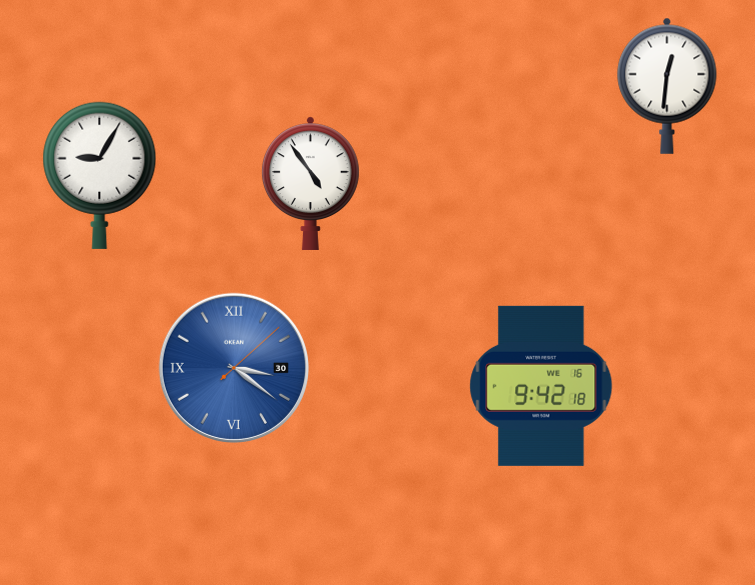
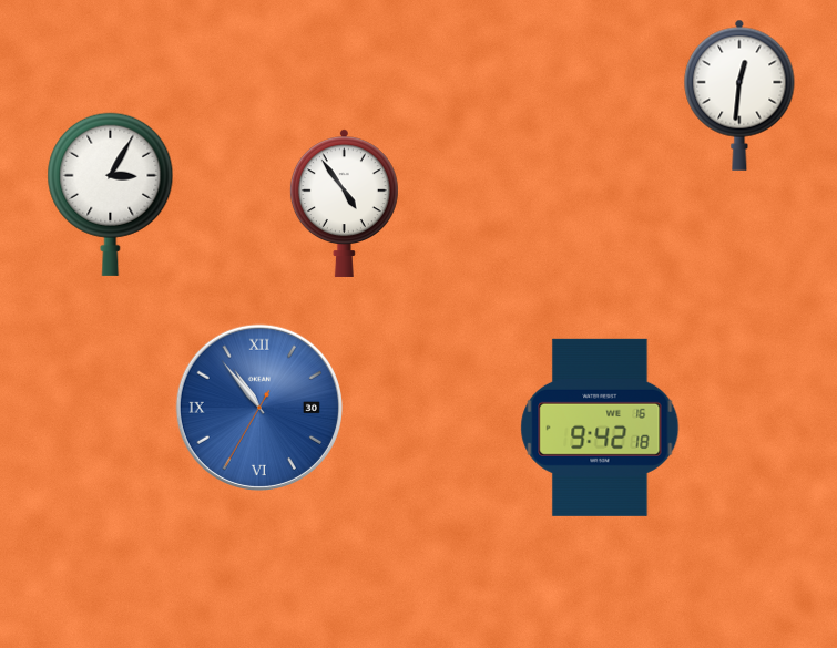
clock at (100, 175): 9:05 -> 3:05
clock at (234, 368): 3:21 -> 10:53
